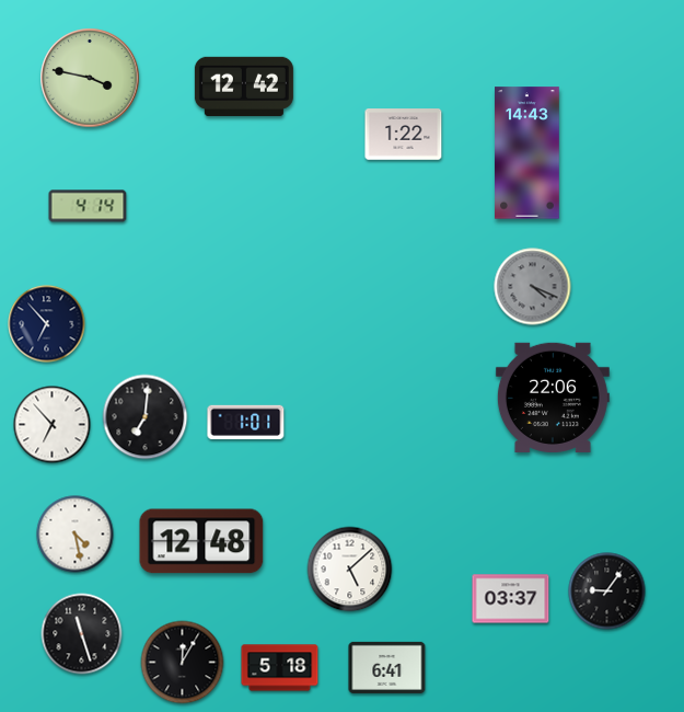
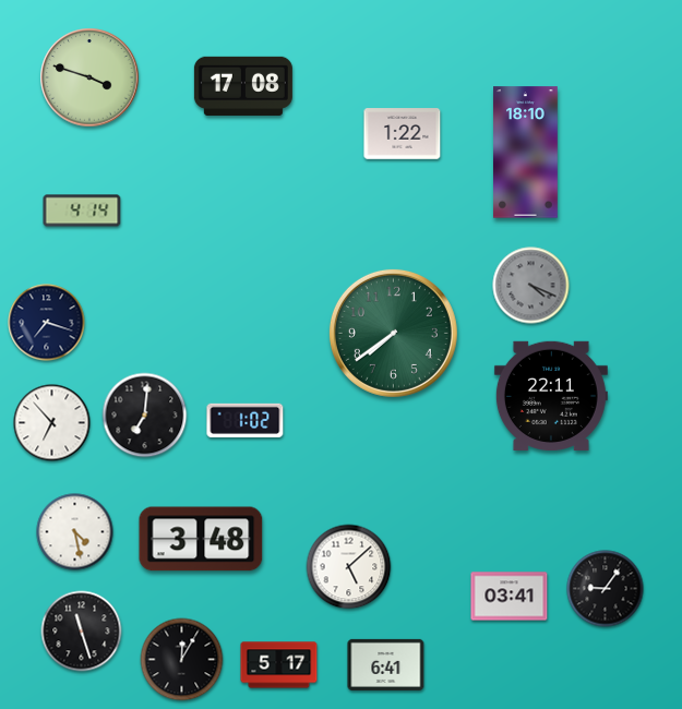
clock at (90, 78): 3:47 -> 3:48
clock at (244, 87): 12:42 -> 17:08
clock at (528, 153): 14:43 -> 18:10
clock at (88, 206) position: (88, 206) -> (82, 211)
clock at (47, 324): 6:53 -> 7:18
clock at (393, 333): none -> 7:39
clock at (553, 398): 22:06 -> 22:11
clock at (246, 422): 1:01 -> 1:02
clock at (201, 541): 12:48 -> 3:48
clock at (511, 599): 03:37 -> 03:41
clock at (280, 668): 5:18 -> 5:17
